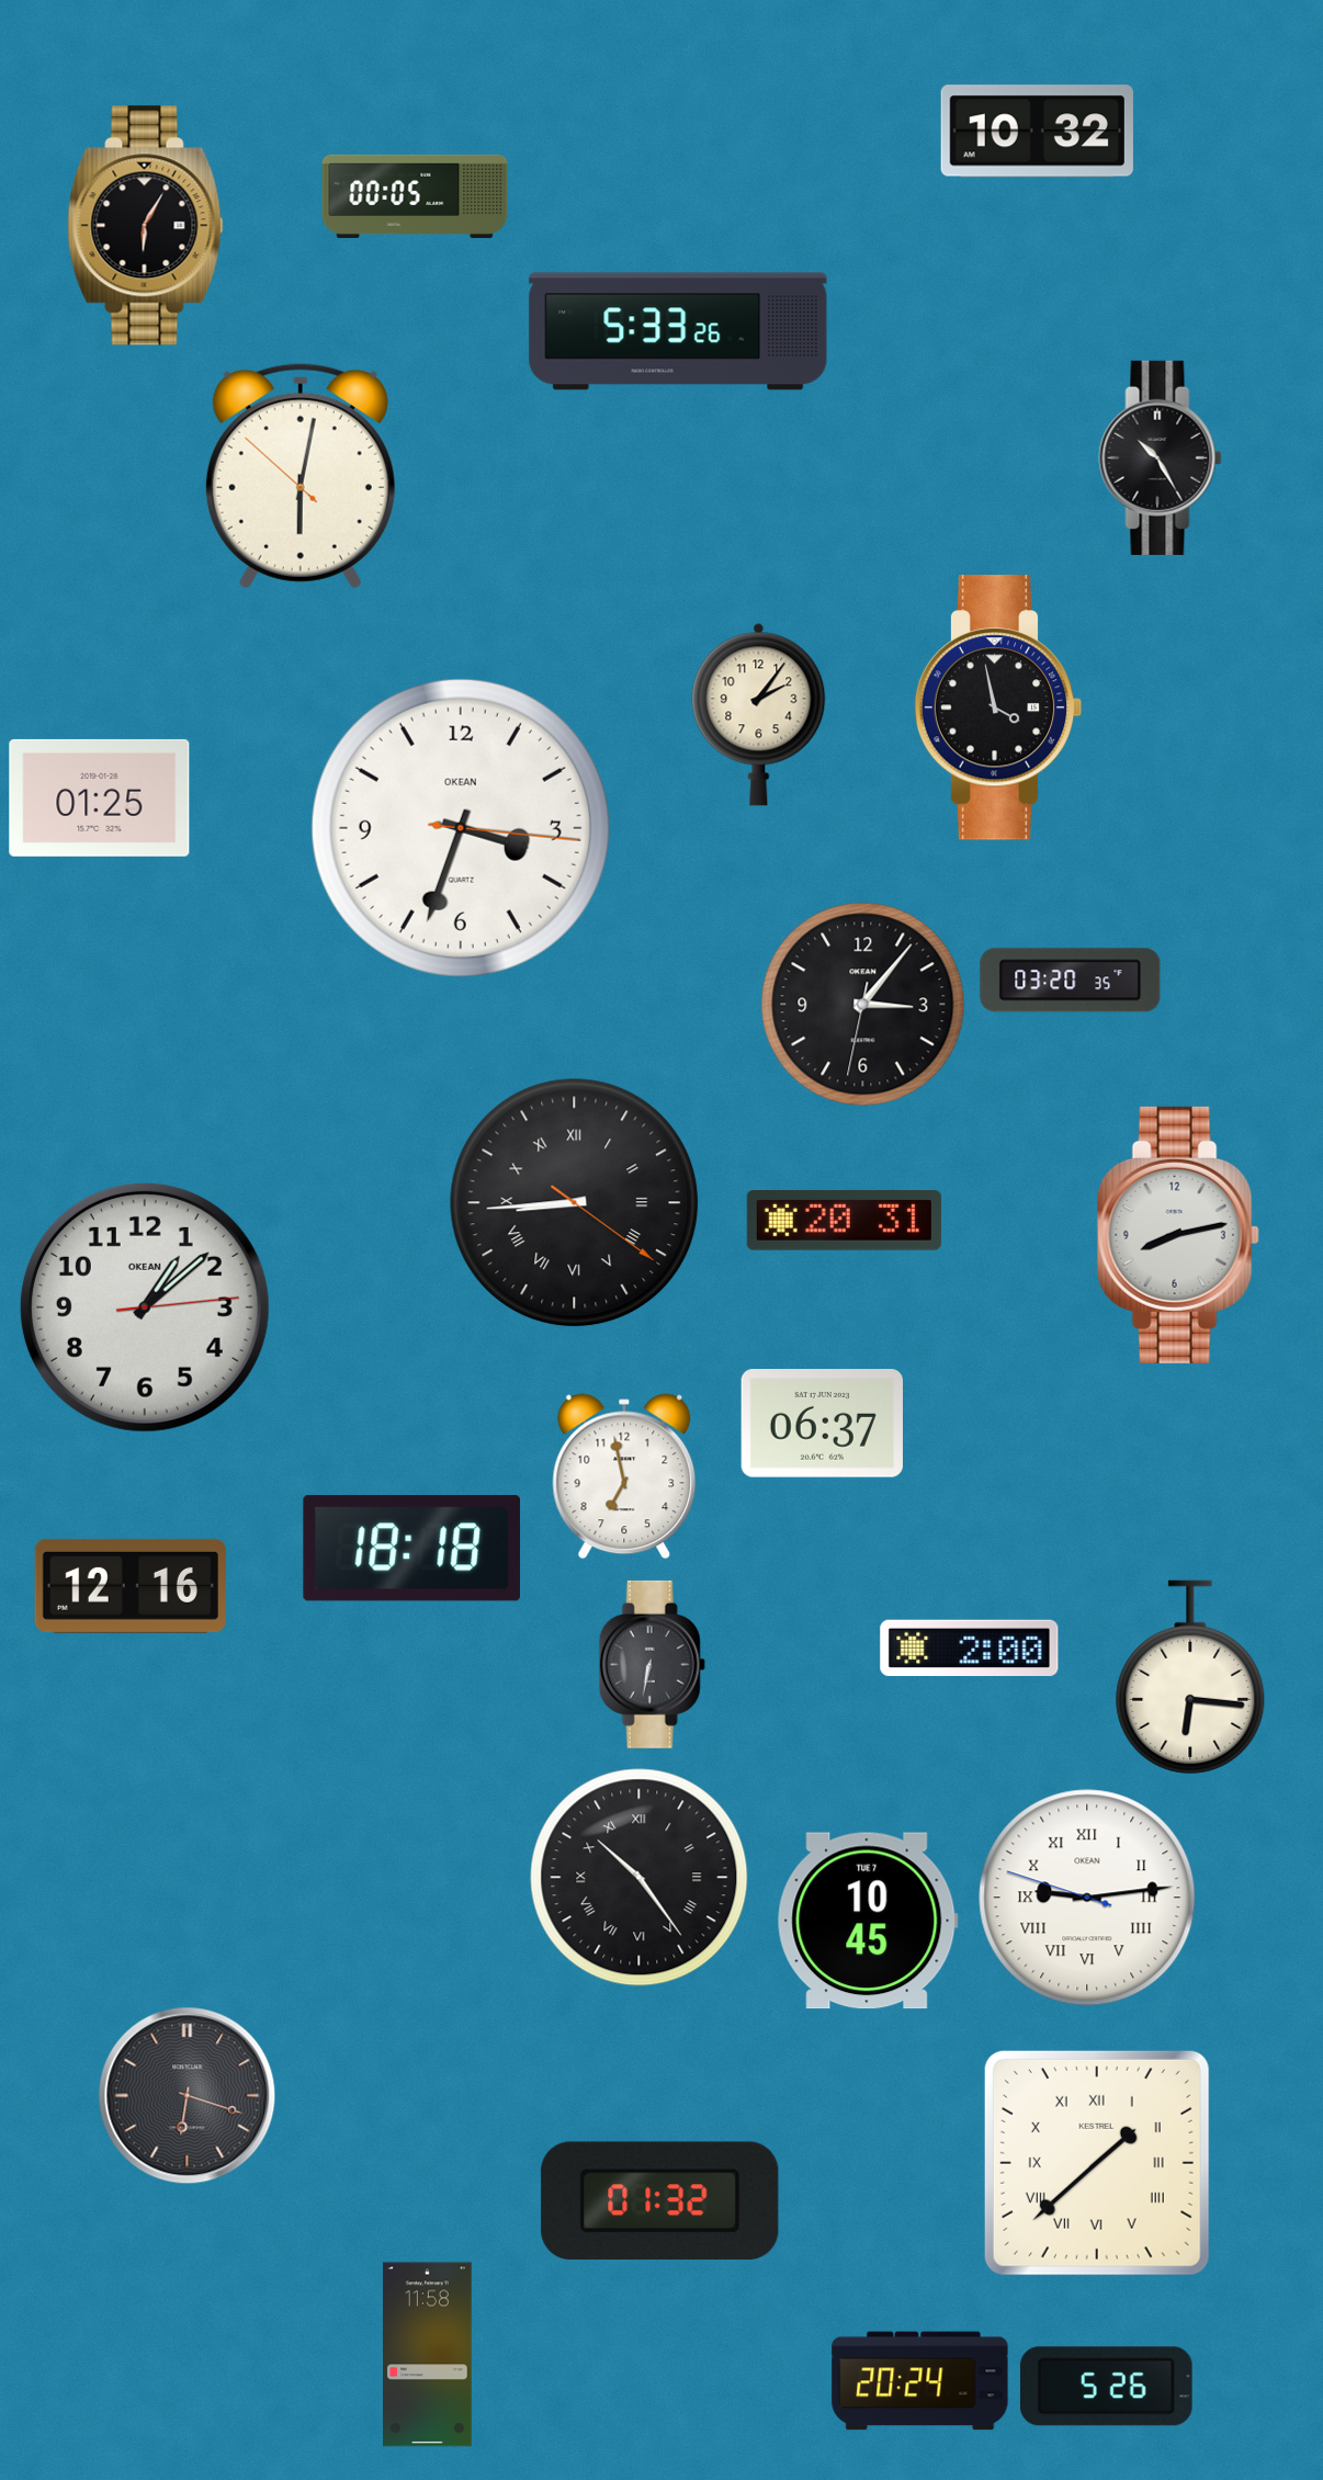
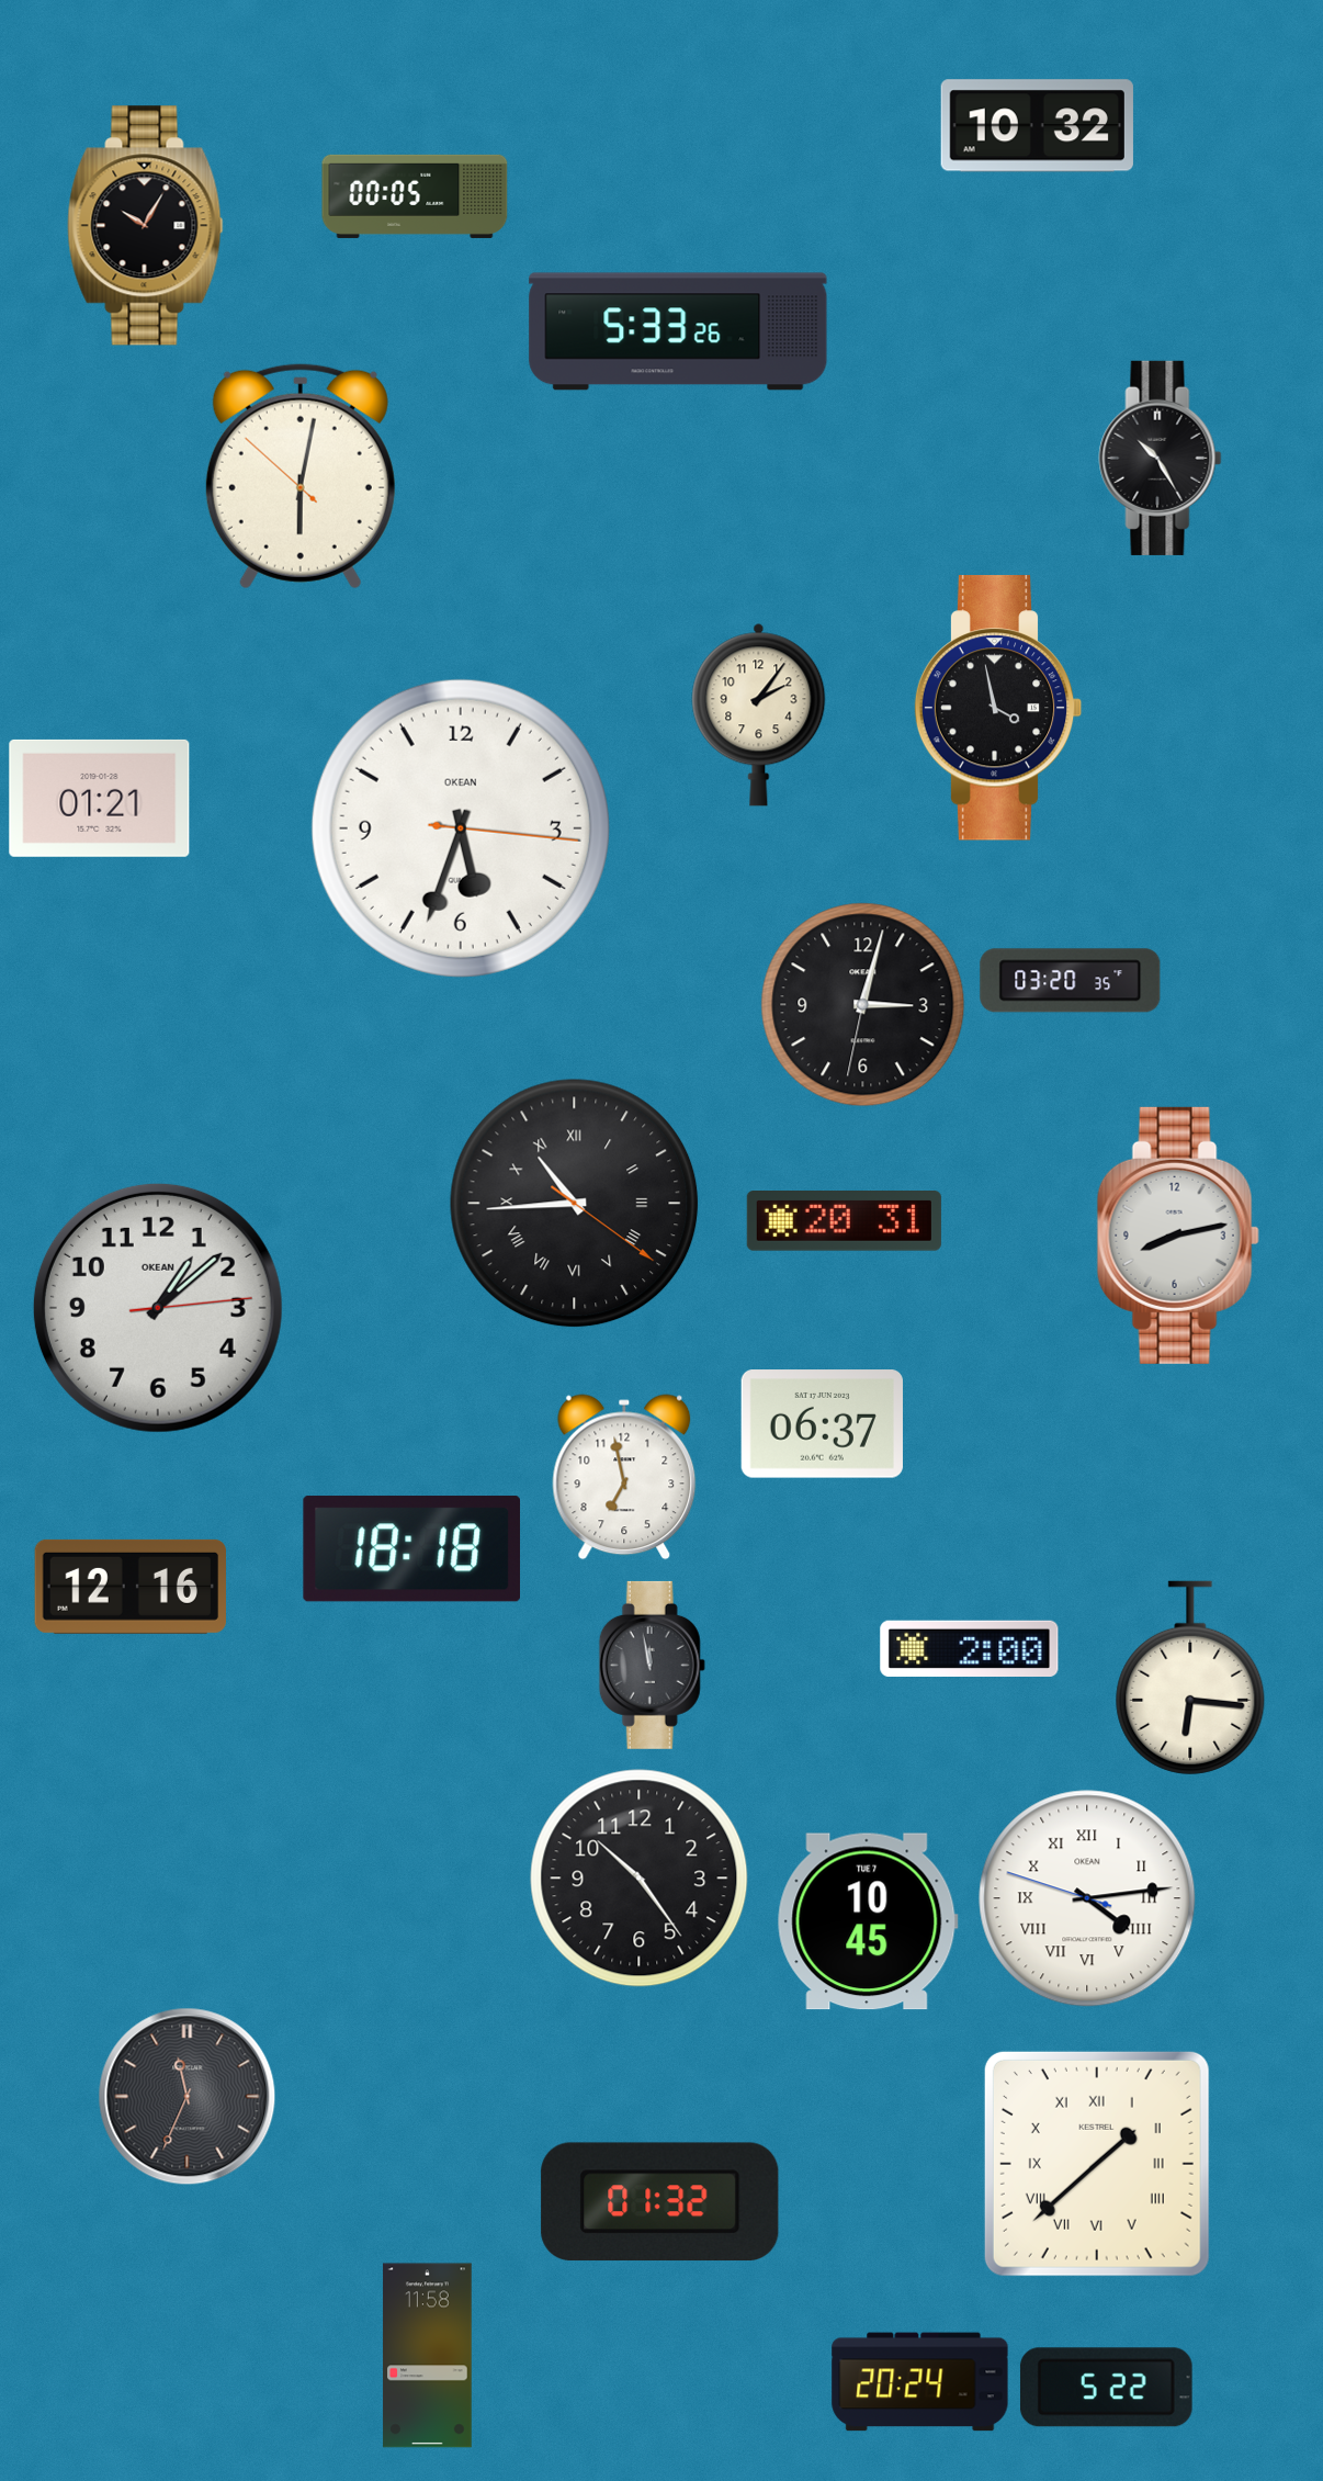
clock at (1037, 132) position: (1037, 132) -> (1037, 126)
clock at (146, 226): 6:05 -> 10:05
clock at (100, 797): 01:25 -> 01:21
clock at (461, 828): 3:33 -> 5:33
clock at (863, 1005): 3:06 -> 3:02
clock at (575, 1203): 8:44 -> 10:44
clock at (145, 1307) position: (145, 1307) -> (158, 1308)
clock at (652, 1664): 6:32 -> 11:58
clock at (640, 1878) numerals: Roman -> Arabic
clock at (1087, 1898): 9:13 -> 4:13
clock at (188, 2096): 6:18 -> 11:34
clock at (1106, 2387): 5:26 -> 5:22
